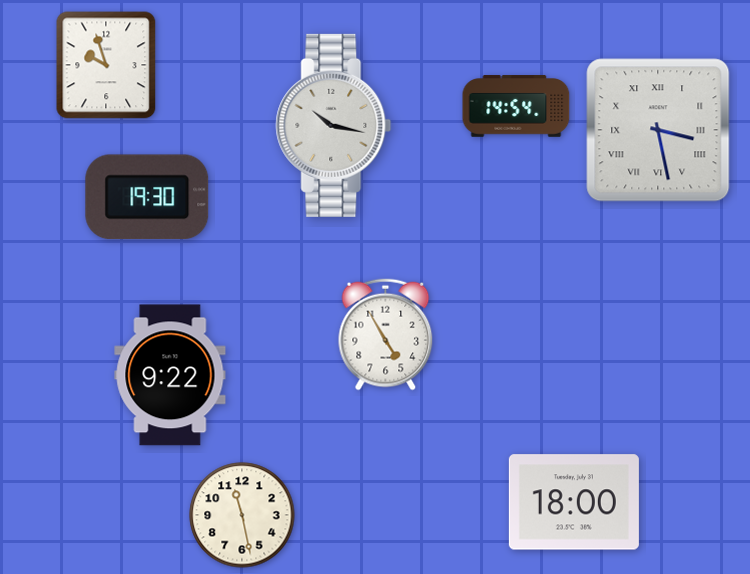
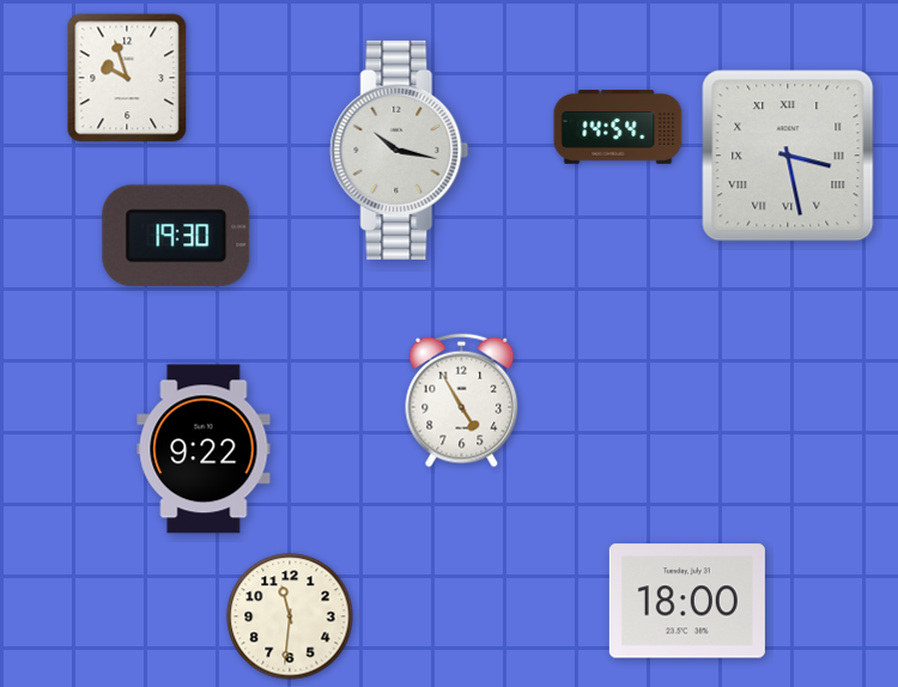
clock at (242, 515): 11:28 -> 11:31
